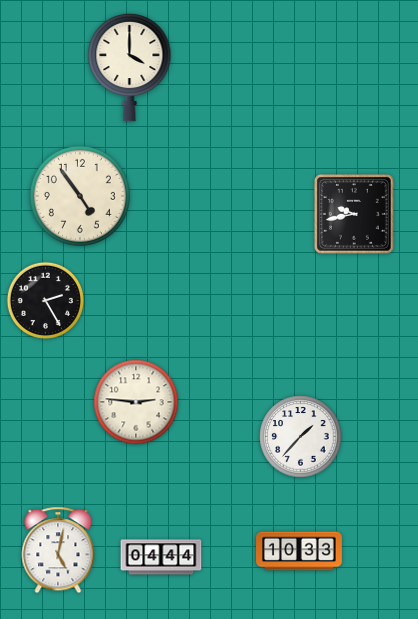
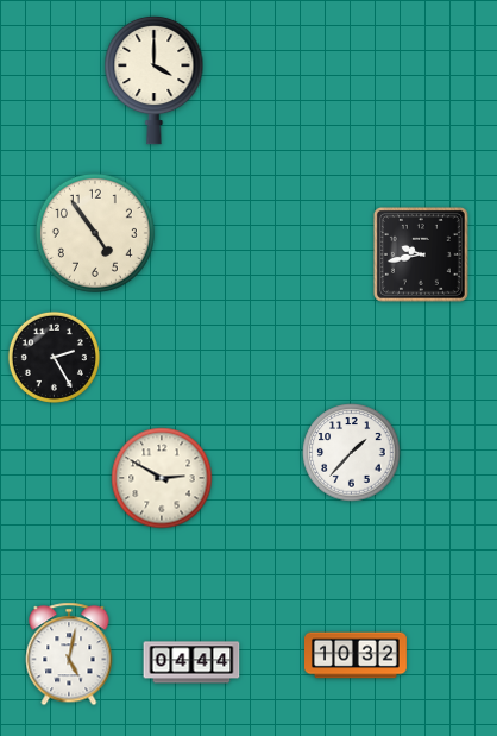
clock at (136, 402): 2:46 -> 2:50
clock at (301, 437) position: (301, 437) -> (352, 453)
clock at (300, 551): 10:33 -> 10:32
